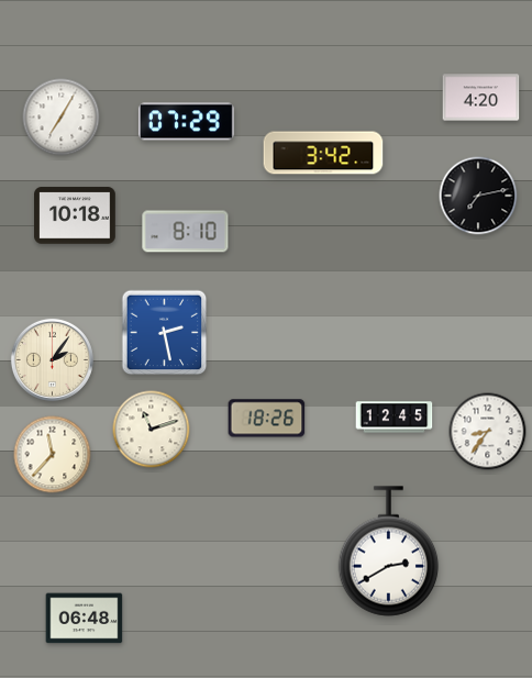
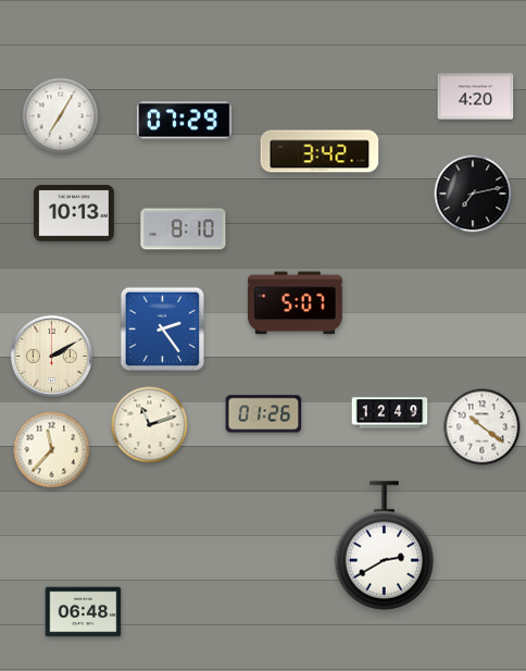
clock at (76, 215): 10:18 -> 10:13
clock at (296, 303): none -> 5:07
clock at (165, 333): 2:28 -> 2:24
clock at (52, 359): 2:06 -> 2:10
clock at (395, 418): 12:45 -> 12:49
clock at (267, 419): 18:26 -> 01:26
clock at (488, 432): 8:36 -> 10:21
